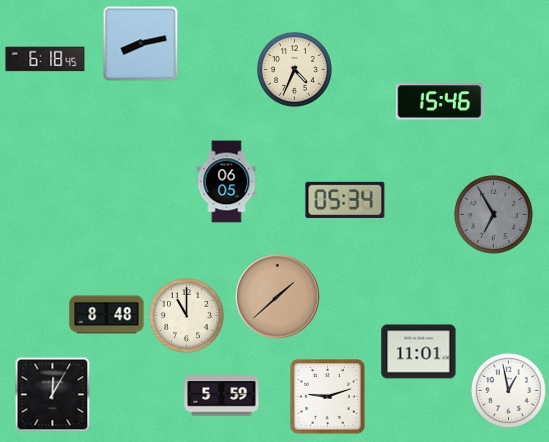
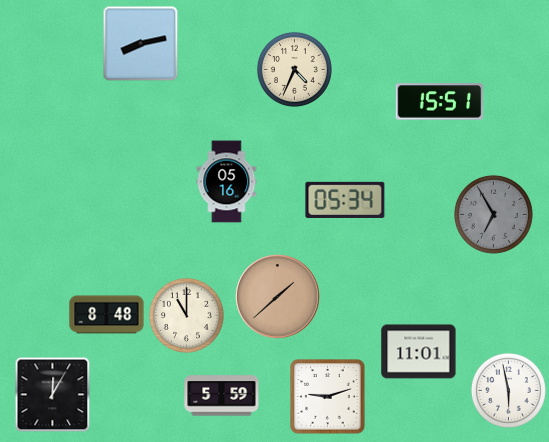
clock at (45, 59): 6:18 -> none
clock at (440, 102): 15:46 -> 15:51
clock at (227, 182): 06:05 -> 05:16
clock at (508, 390): 12:58 -> 5:58
